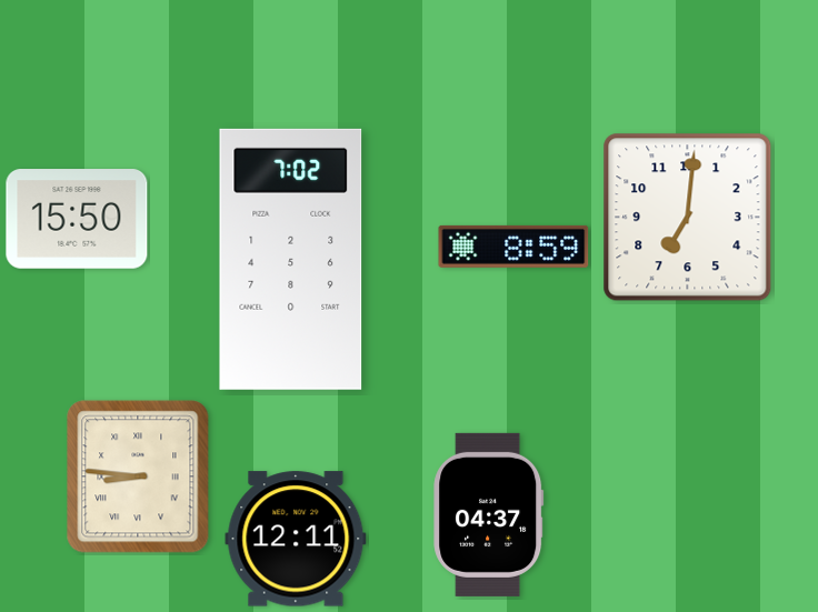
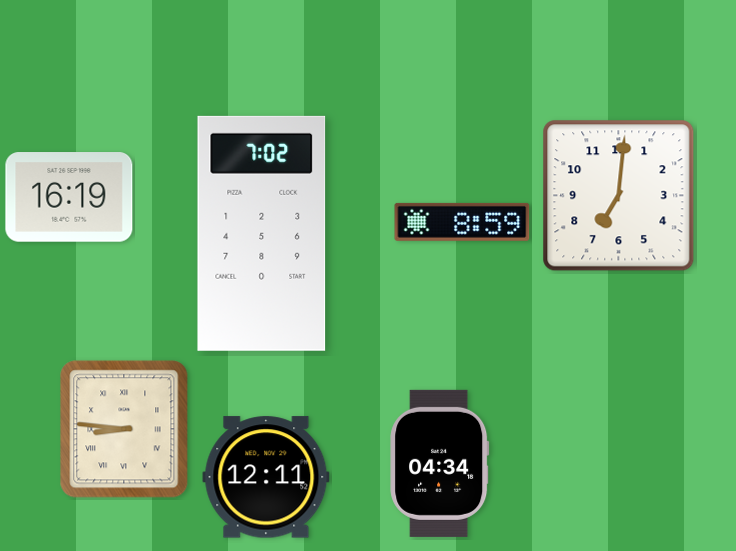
clock at (77, 219): 15:50 -> 16:19
clock at (489, 514): 04:37 -> 04:34
clock at (296, 539) position: (296, 539) -> (266, 477)
